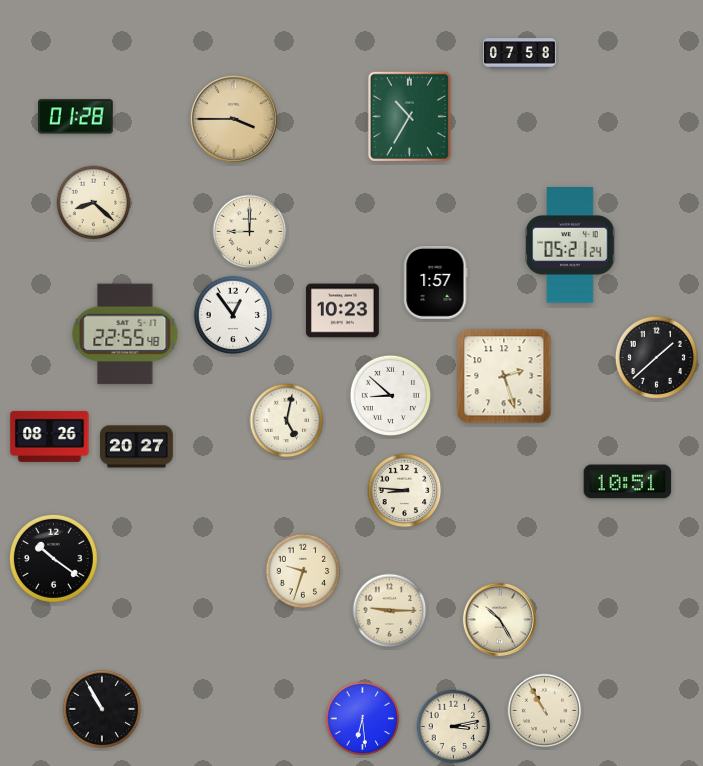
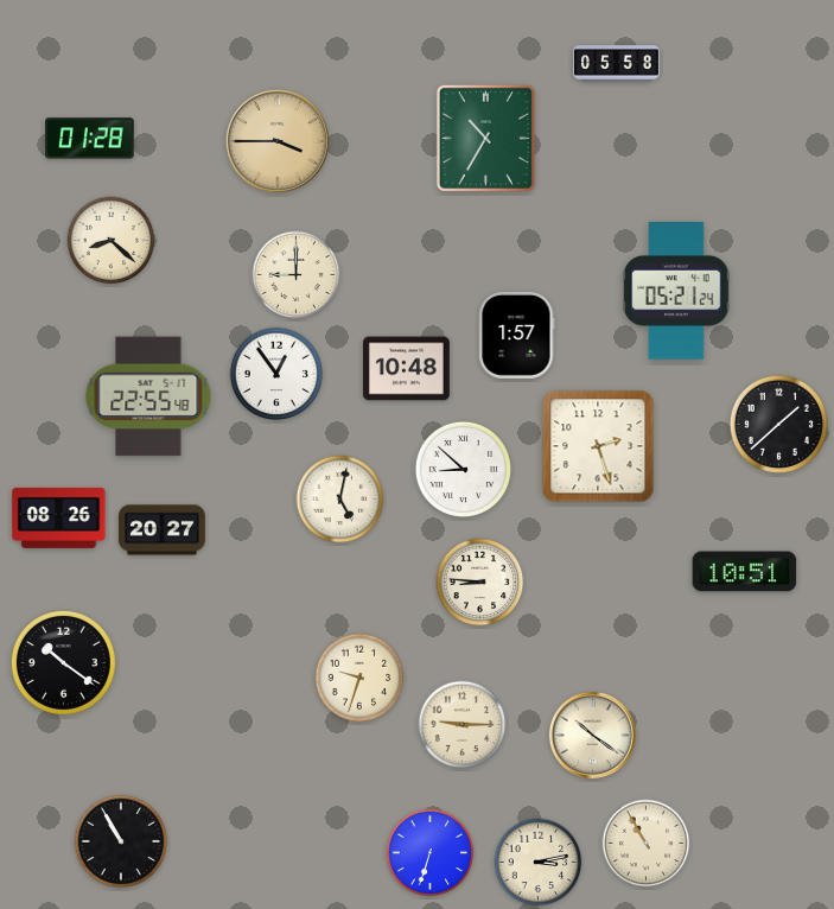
clock at (520, 54): 07:58 -> 05:58
clock at (342, 311): 10:23 -> 10:48
clock at (499, 619): 10:25 -> 10:21
clock at (363, 719): 6:29 -> 6:33
